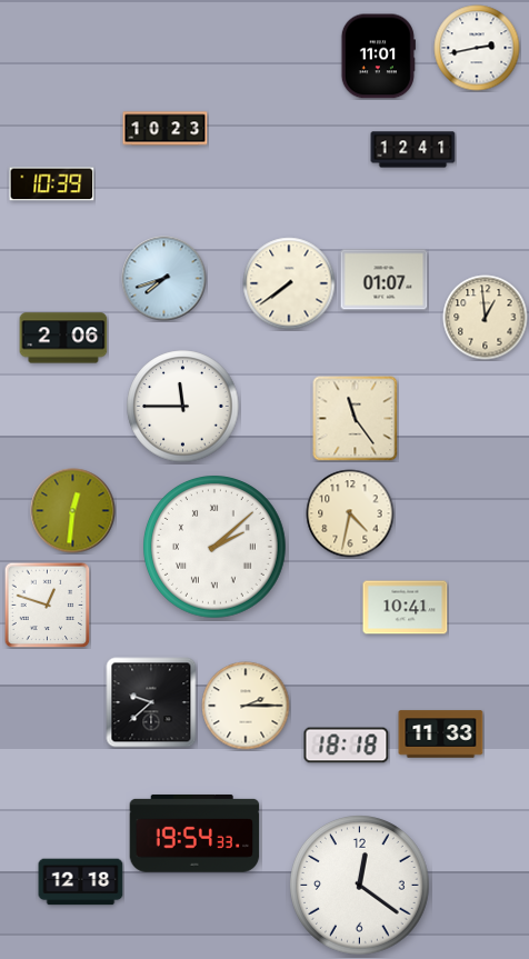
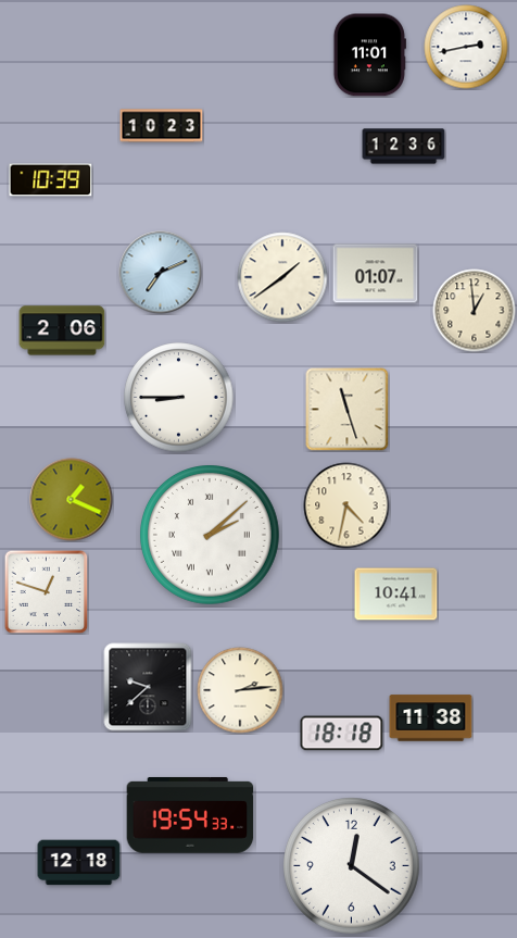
clock at (413, 150): 12:41 -> 12:36
clock at (164, 279): 7:42 -> 7:11
clock at (289, 283): 7:39 -> 1:39
clock at (183, 407): 11:45 -> 8:45
clock at (356, 419): 11:24 -> 11:27
clock at (73, 511): 12:31 -> 1:19
clock at (350, 513) position: (350, 513) -> (346, 505)
clock at (246, 706): 2:15 -> 2:14
clock at (441, 735): 11:33 -> 11:38
clock at (347, 746) position: (347, 746) -> (342, 734)
